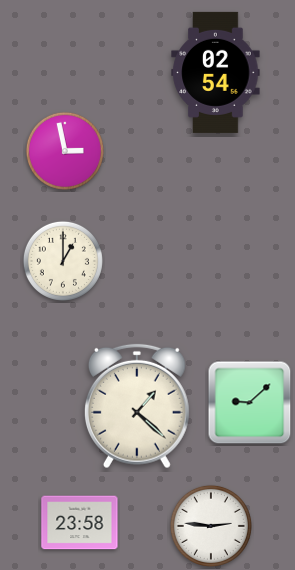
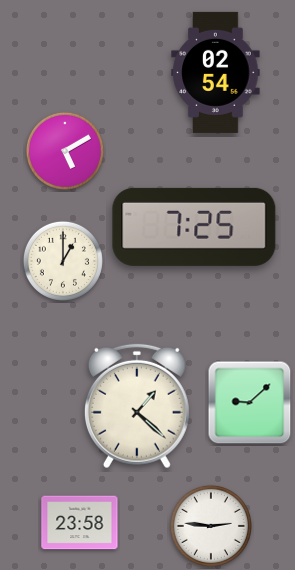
clock at (65, 151): 2:58 -> 5:10
clock at (194, 227): none -> 7:25
